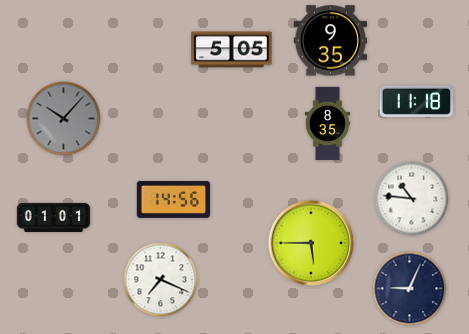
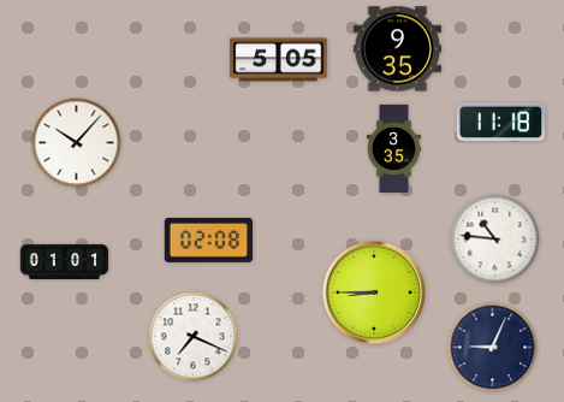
clock at (64, 119) dial: grey -> white
clock at (327, 124): 8:35 -> 3:35
clock at (174, 199): 14:56 -> 02:08
clock at (311, 243): 5:45 -> 8:45
